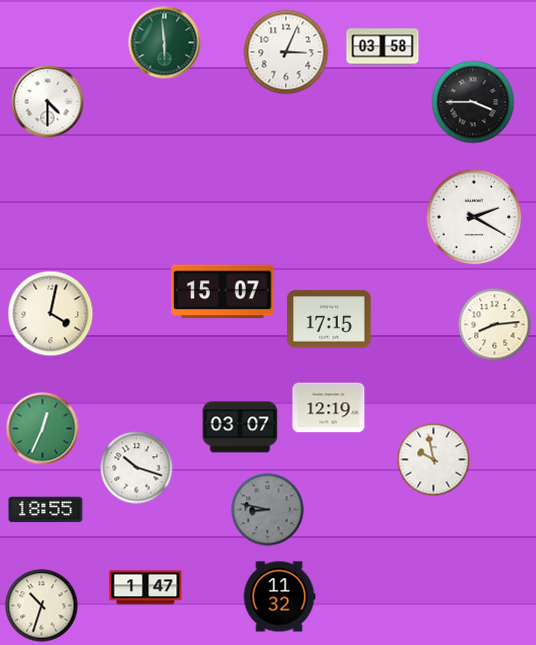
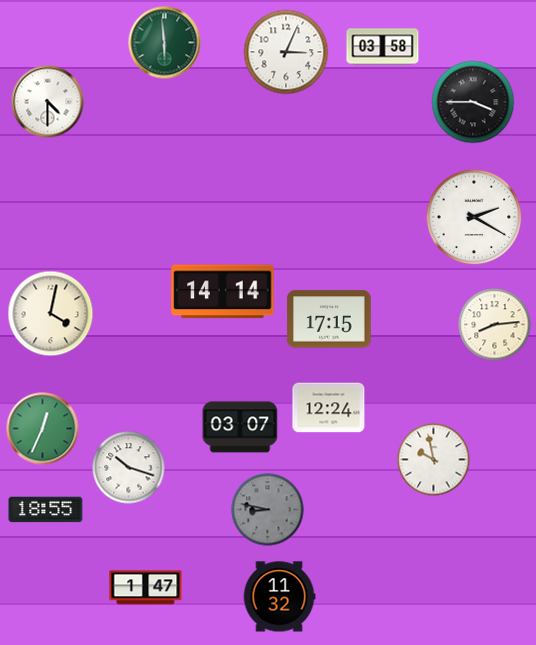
clock at (223, 292): 15:07 -> 14:14
clock at (329, 408): 12:19 -> 12:24
clock at (137, 468) position: (137, 468) -> (129, 468)
clock at (42, 606): 10:33 -> none
